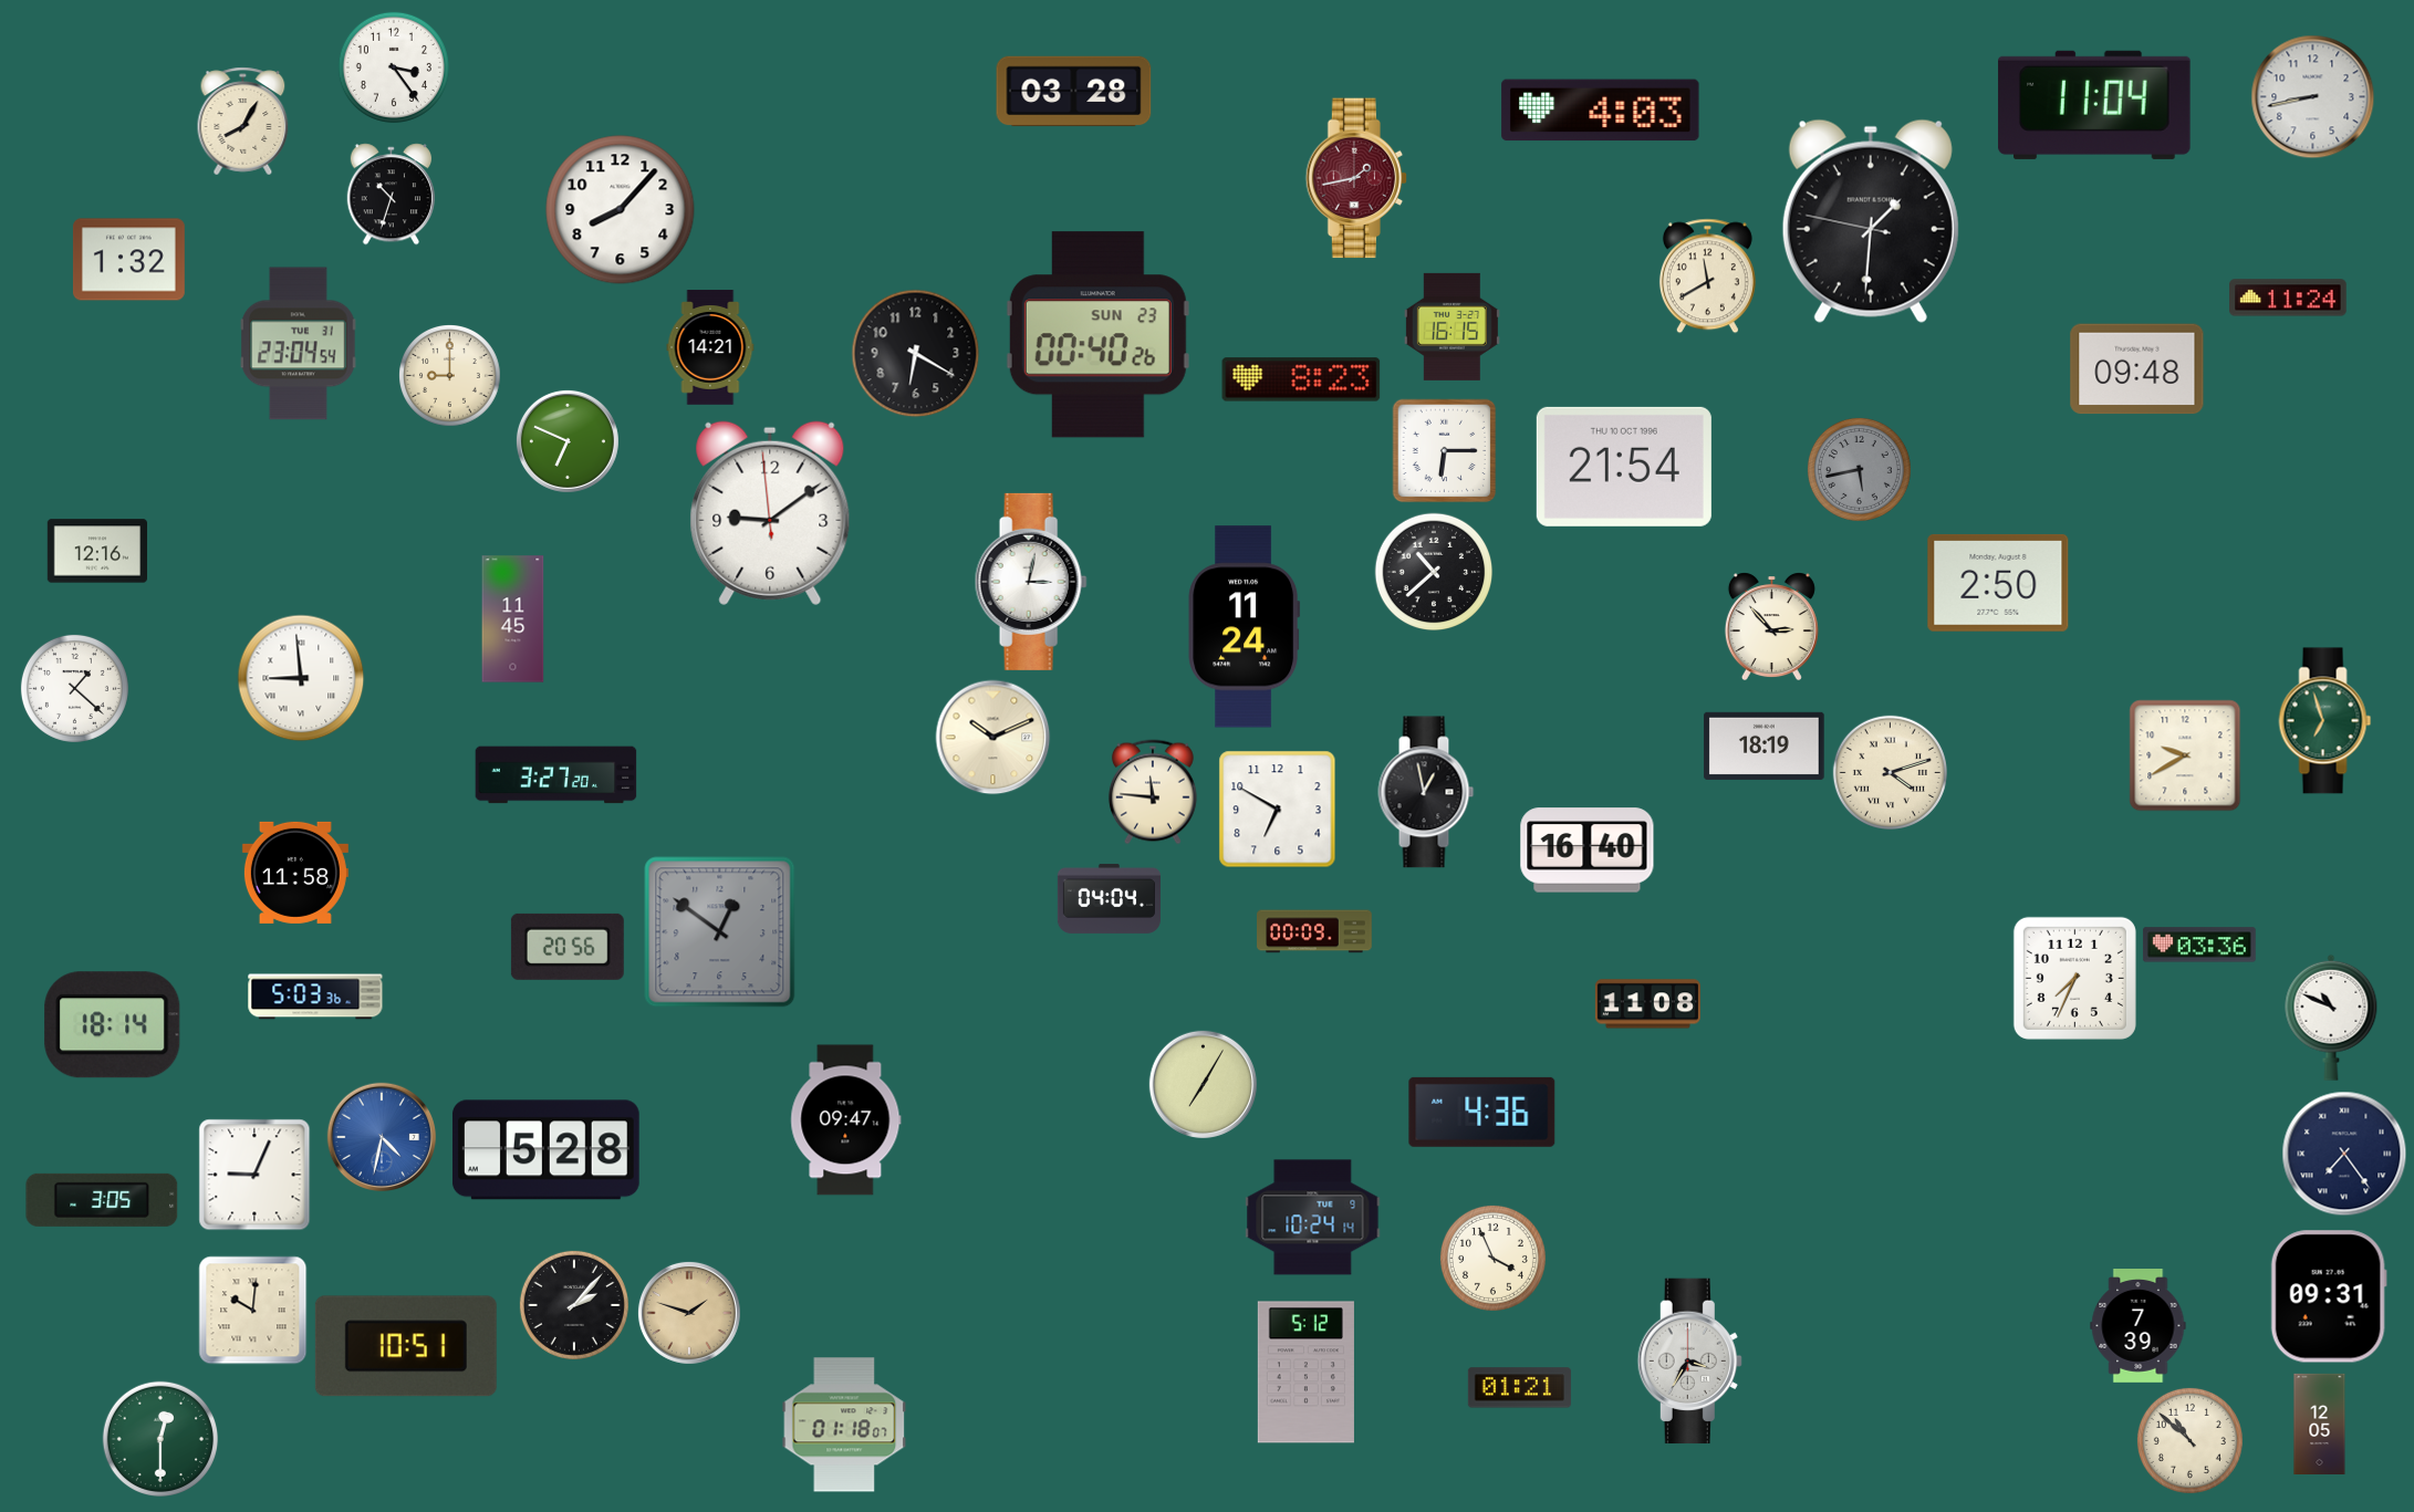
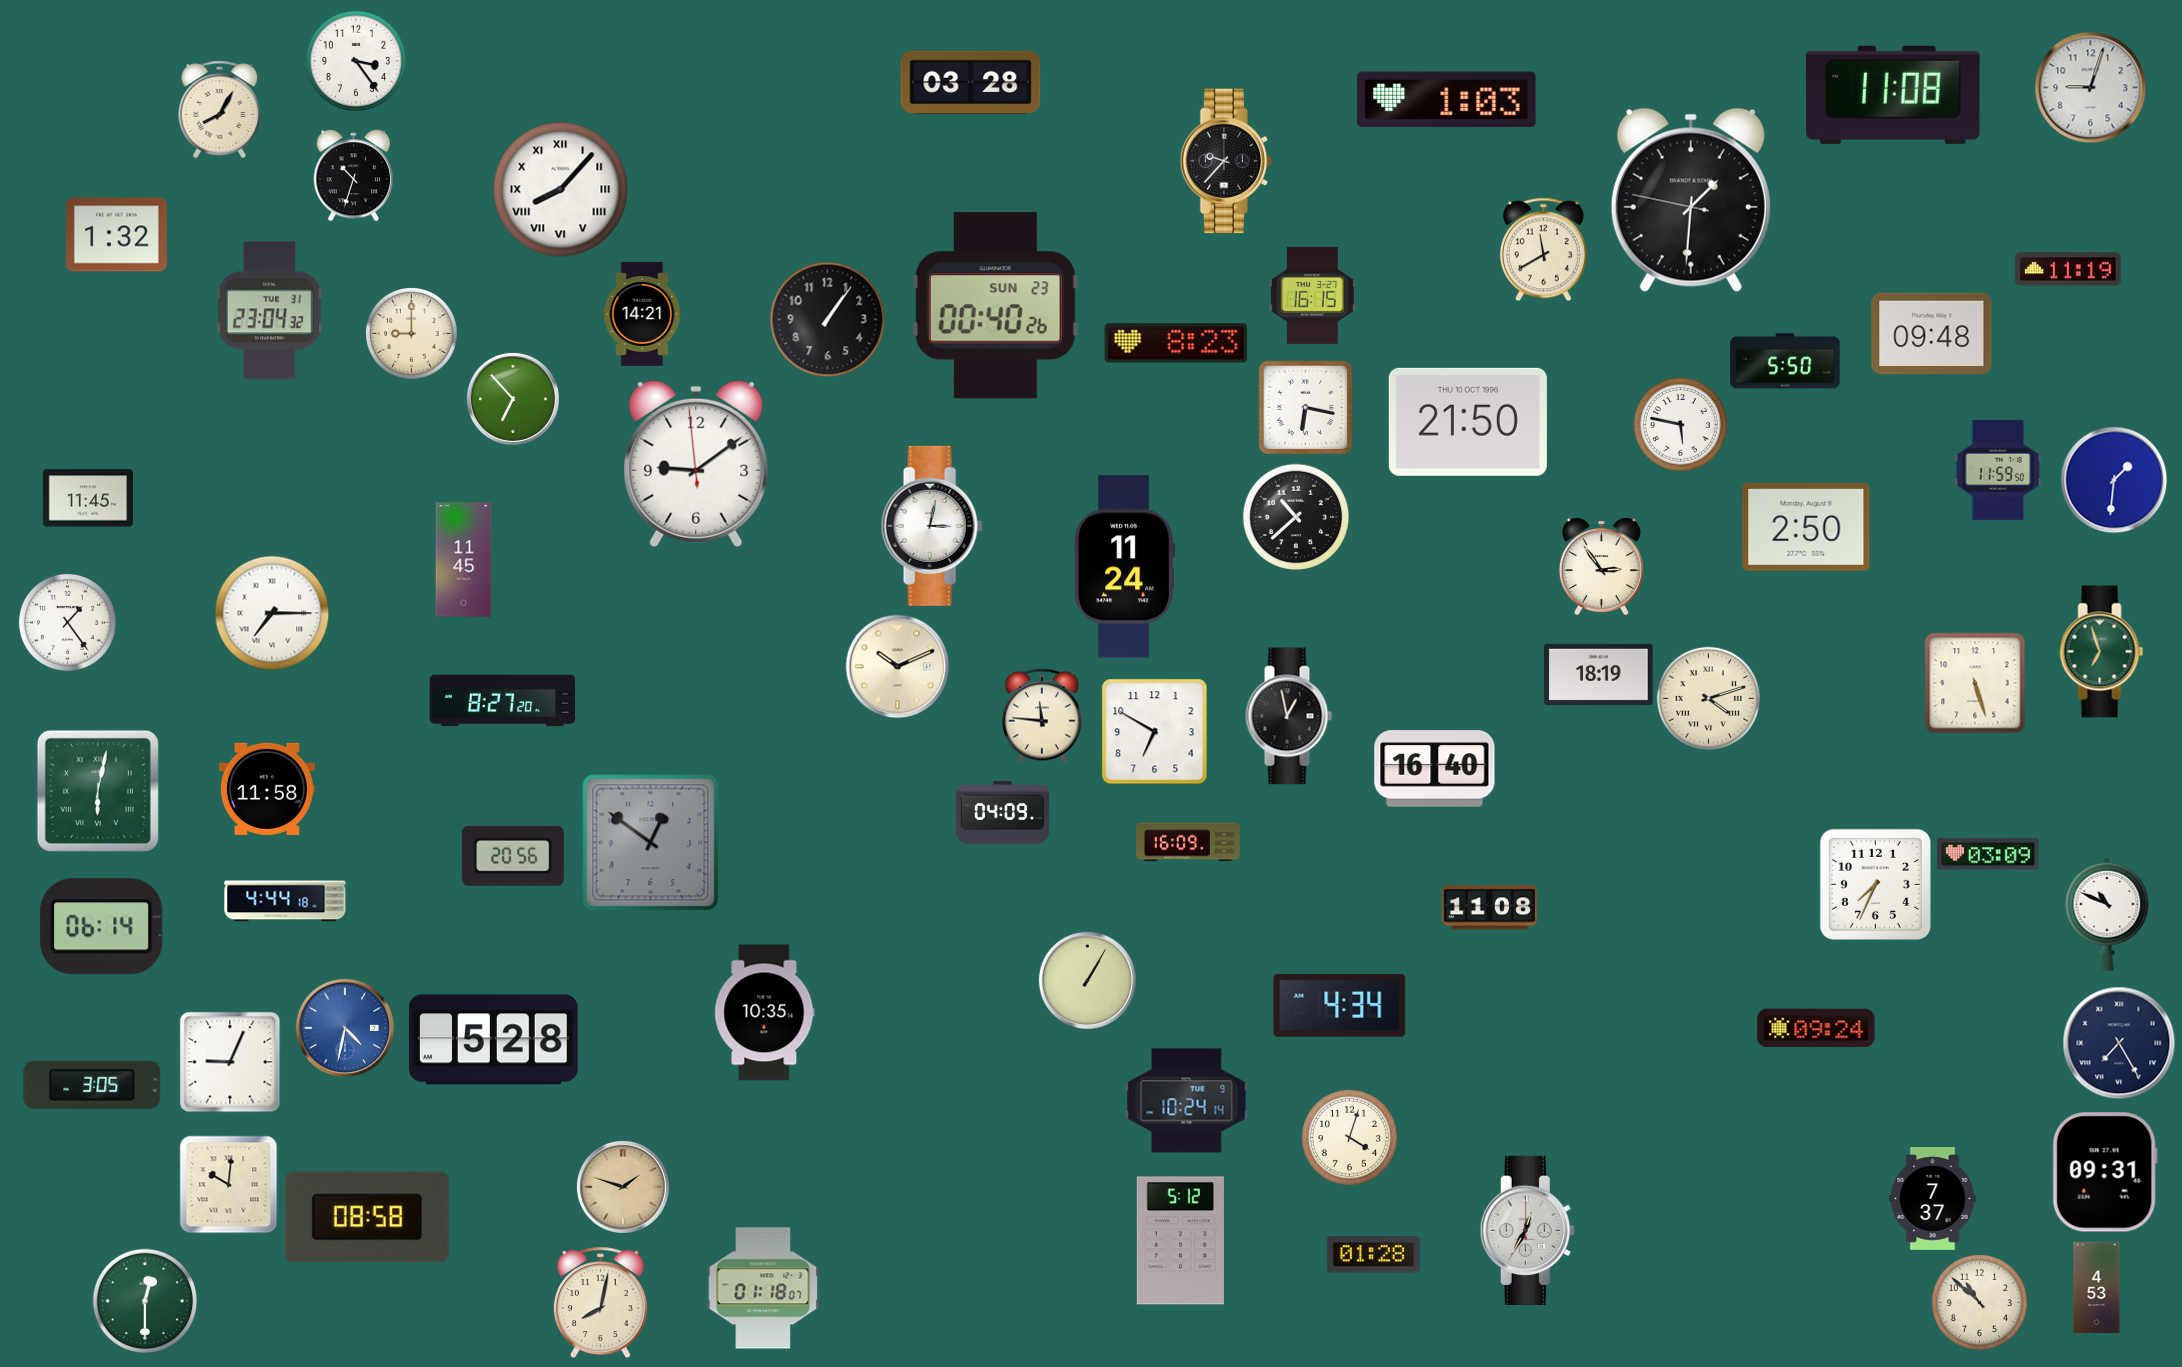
clock at (2312, 96): 8:43 -> 9:03
clock at (2094, 105): 11:04 -> 11:08
clock at (1601, 111): 4:03 -> 1:03
clock at (1356, 178): 1:43 -> 9:37
clock at (1356, 178) dial: burgundy -> black
clock at (621, 210) numerals: Arabic -> Roman
clock at (2288, 298): 11:24 -> 11:19
clock at (1097, 335) position: (1097, 335) -> (995, 306)
clock at (299, 344): 23:04:54 -> 23:04:32
clock at (915, 353): 6:20 -> 1:06
clock at (450, 376) position: (450, 376) -> (412, 334)
clock at (1785, 361): none -> 5:50
clock at (568, 441): 6:49 -> 6:53
clock at (1444, 450): 6:15 -> 6:17
clock at (1624, 467): 21:54 -> 21:50
clock at (1859, 469): 5:43 -> 5:47
clock at (1859, 469) dial: grey -> white
clock at (1998, 470): none -> 11:59
clock at (2114, 480): none -> 1:31
clock at (96, 551): 12:16 -> 11:45
clock at (1771, 626): 2:53 -> 2:54
clock at (301, 678): 8:59 -> 7:15
clock at (74, 688): 1:22 -> 1:24
clock at (1765, 745) position: (1765, 745) -> (1599, 674)
clock at (2185, 755): 9:40 -> 5:27
clock at (556, 775): 3:27 -> 8:27
clock at (98, 791): none -> 6:02
clock at (1109, 898): 04:04 -> 04:09
clock at (1314, 931): 00:09 -> 16:09
clock at (2199, 945): 03:36 -> 03:09
clock at (315, 997): 5:03 -> 4:44
clock at (2331, 1018) position: (2331, 1018) -> (2107, 914)
clock at (113, 1025): 18:14 -> 06:14
clock at (1203, 1084): 7:05 -> 1:05
clock at (1482, 1112): 4:36 -> 4:34
clock at (846, 1120): 09:47 -> 10:35
clock at (1816, 1028): none -> 09:24
clock at (2344, 1154): 7:24 -> 7:25
clock at (1492, 1258): 3:56 -> 4:03
clock at (574, 1305): 2:07 -> none
clock at (2139, 1326): 7:39 -> 7:37
clock at (406, 1346): 10:51 -> 08:58
clock at (1689, 1362): 3:35 -> 12:35
clock at (1519, 1388): 01:21 -> 01:28
clock at (2320, 1424): 12:05 -> 4:53
clock at (600, 1302): none -> 8:02
